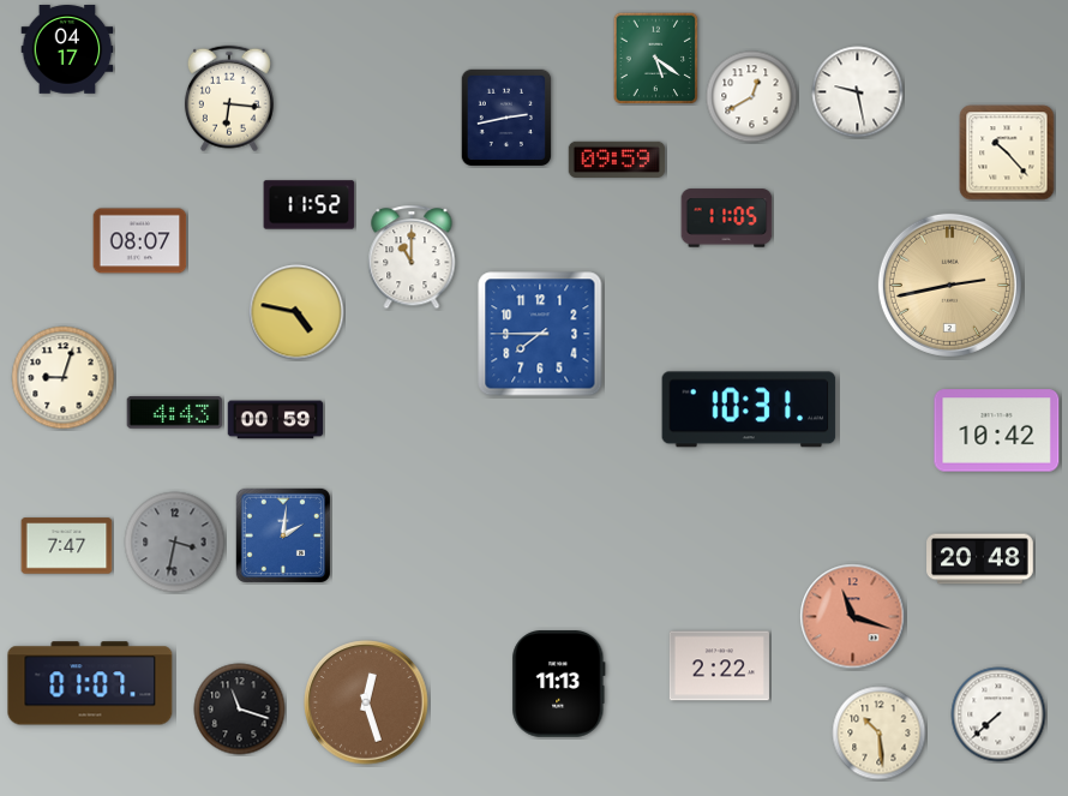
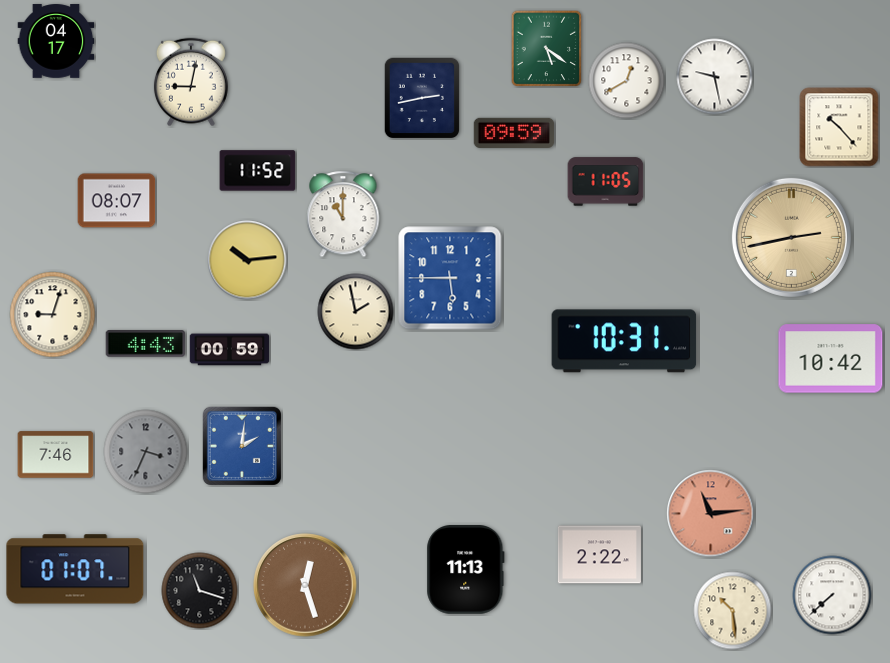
clock at (229, 98): 6:16 -> 9:02
clock at (296, 312): 4:47 -> 10:14
clock at (540, 334): 7:45 -> 5:45
clock at (356, 312): none -> 1:58
clock at (283, 535) position: (283, 535) -> (242, 446)
clock at (175, 543): 3:32 -> 3:34
clock at (67, 546): 7:47 -> 7:46
clock at (980, 559): 20:48 -> none
clock at (853, 617): 11:18 -> 11:14
